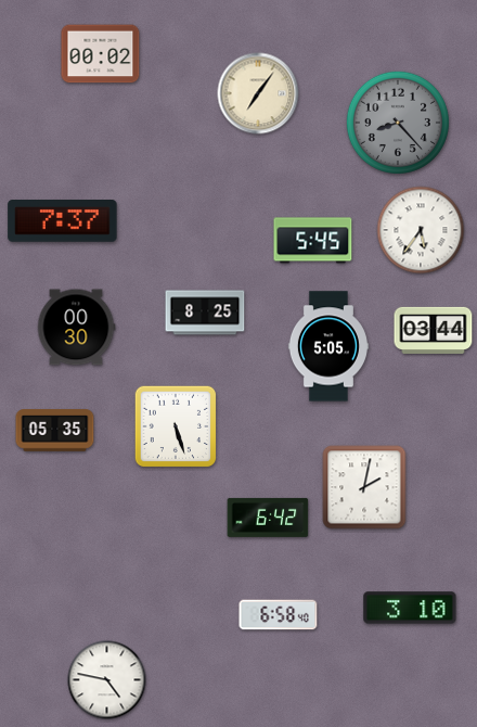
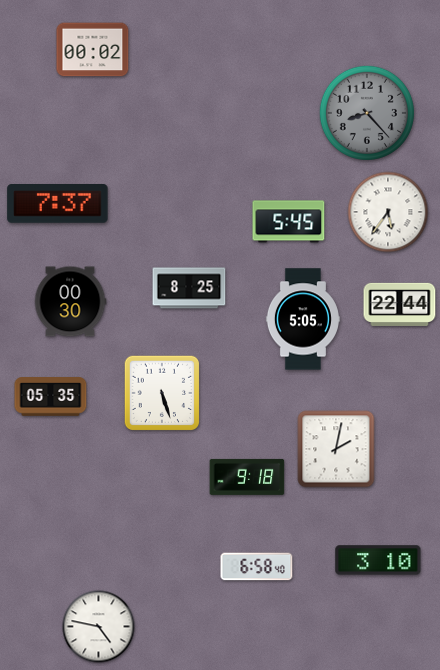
clock at (258, 93): 7:06 -> none
clock at (434, 330): 03:44 -> 22:44
clock at (268, 518): 6:42 -> 9:18
